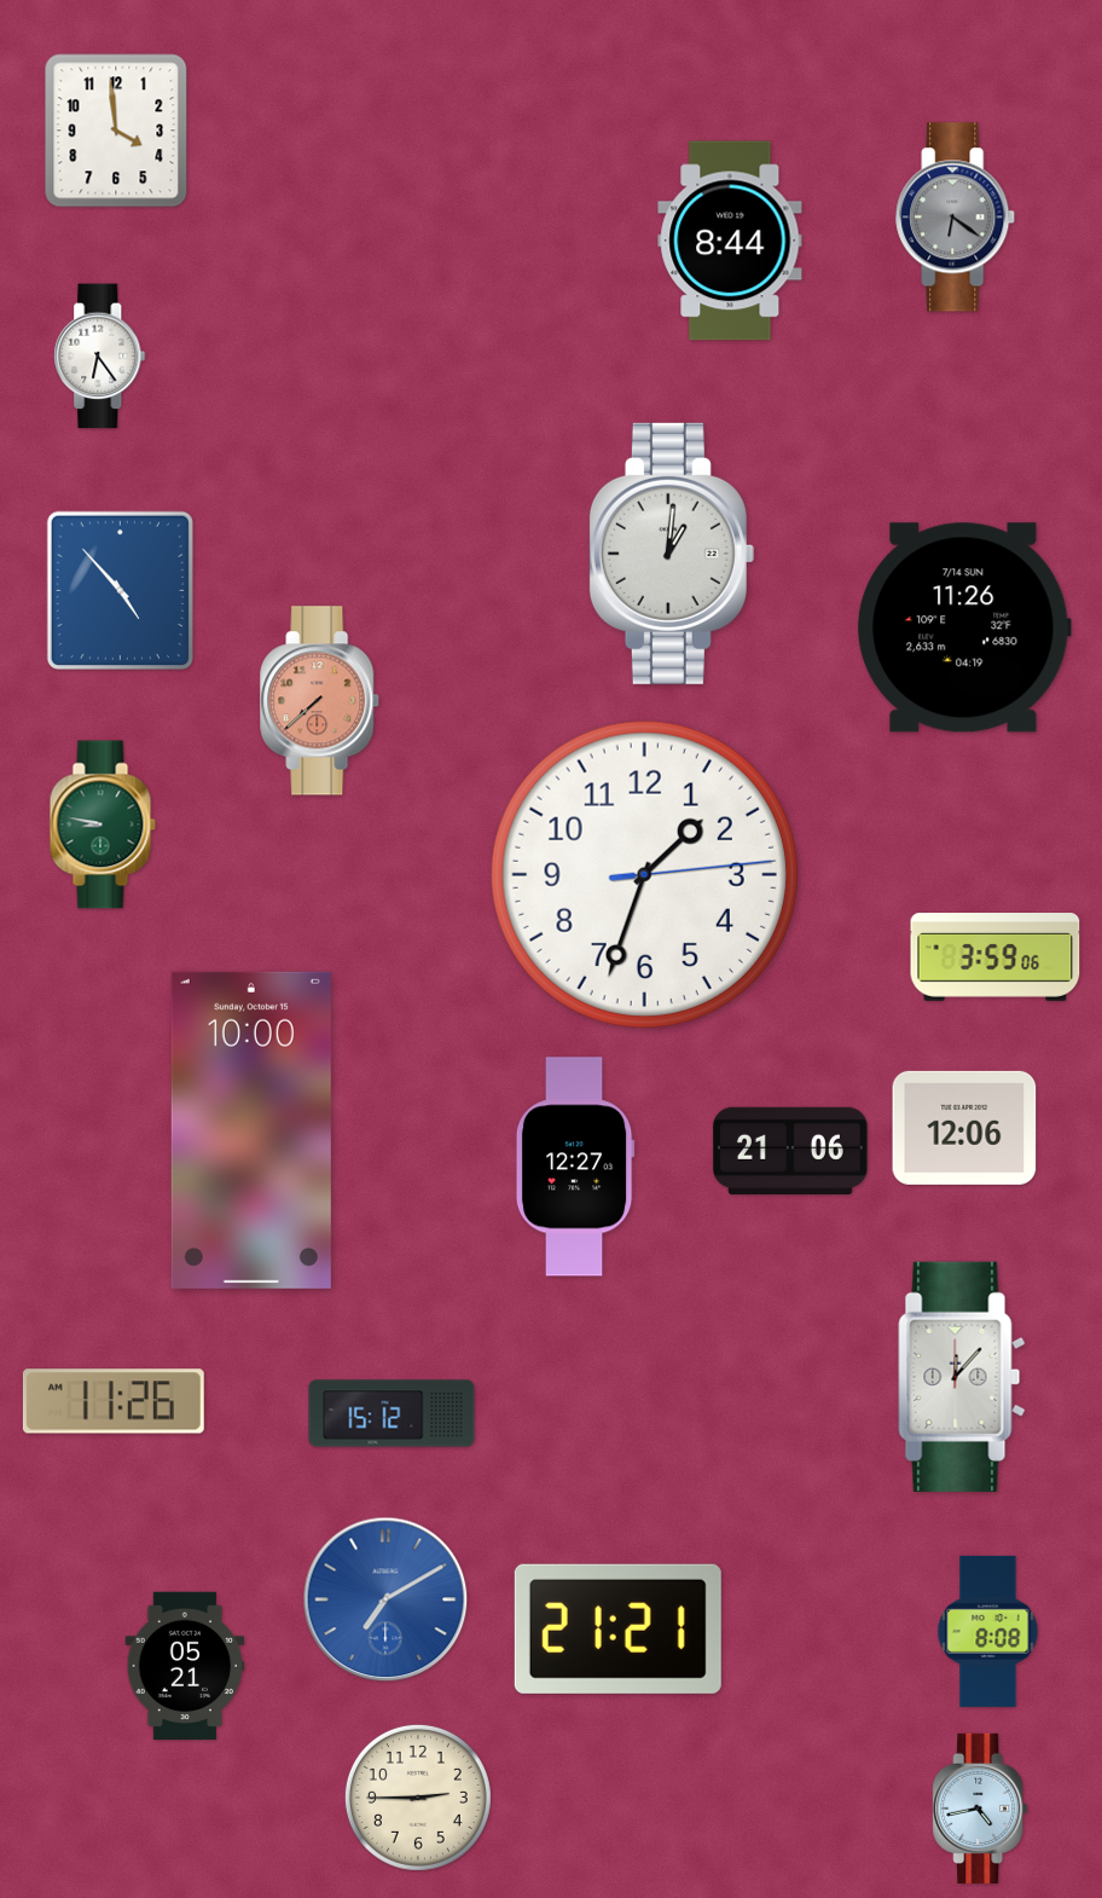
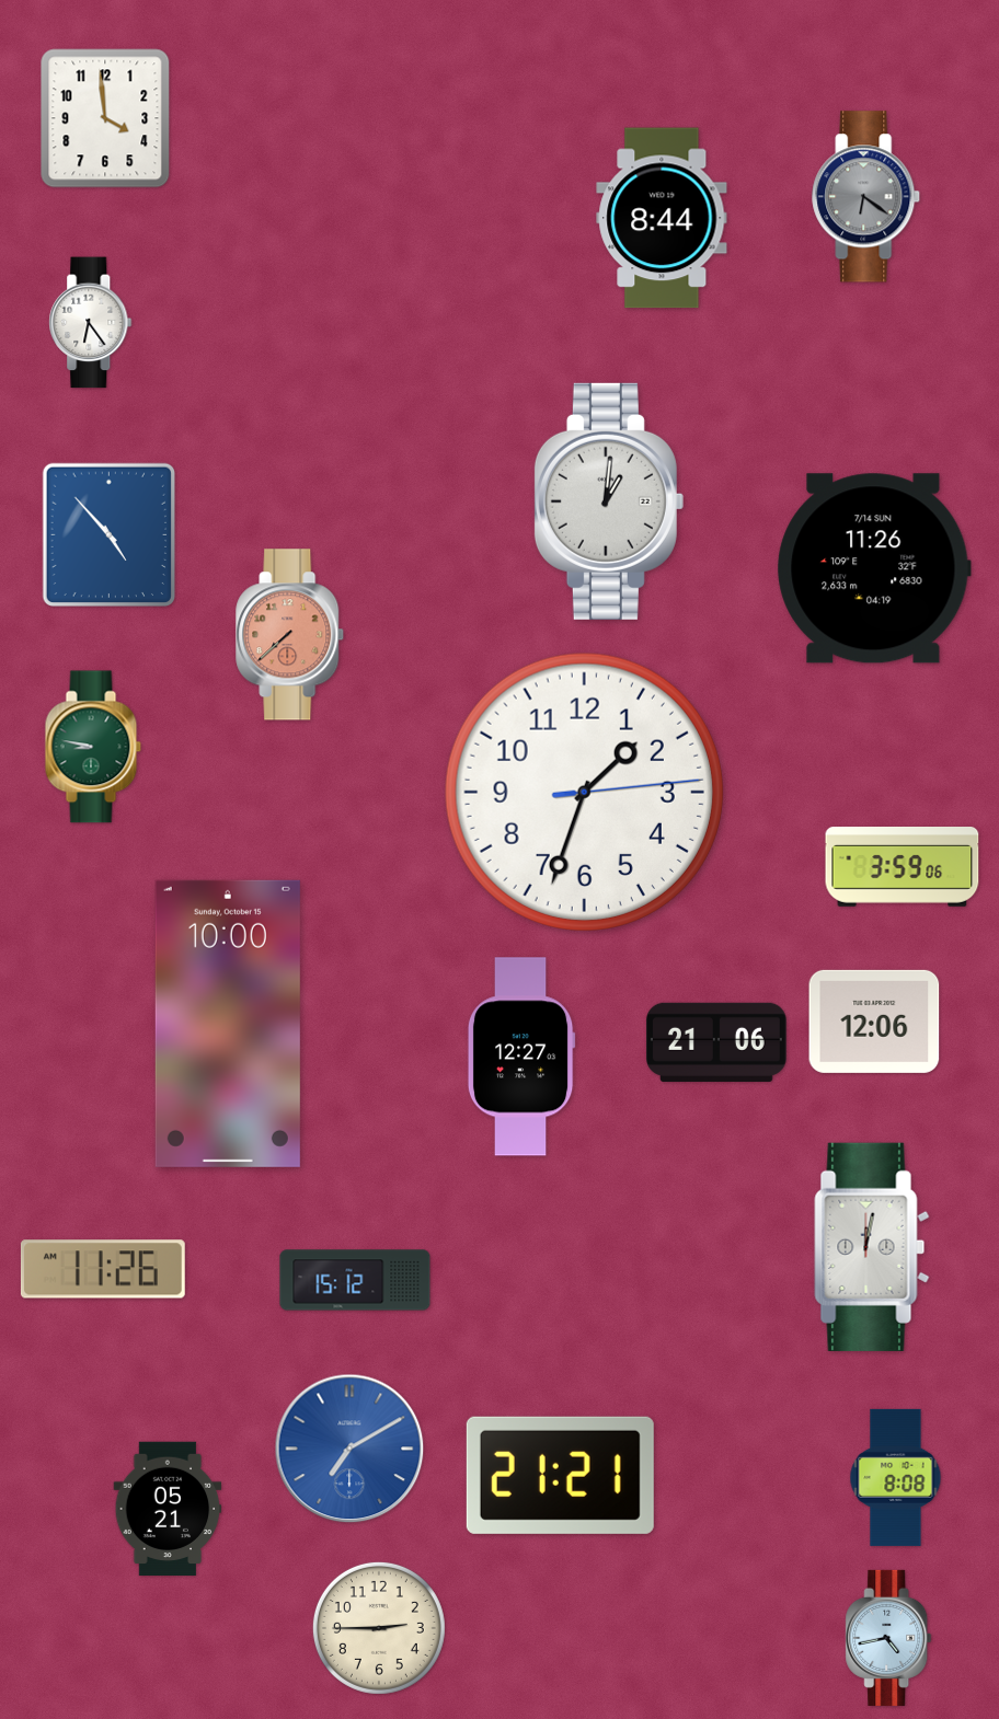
clock at (962, 1377): 12:07 -> 12:02
